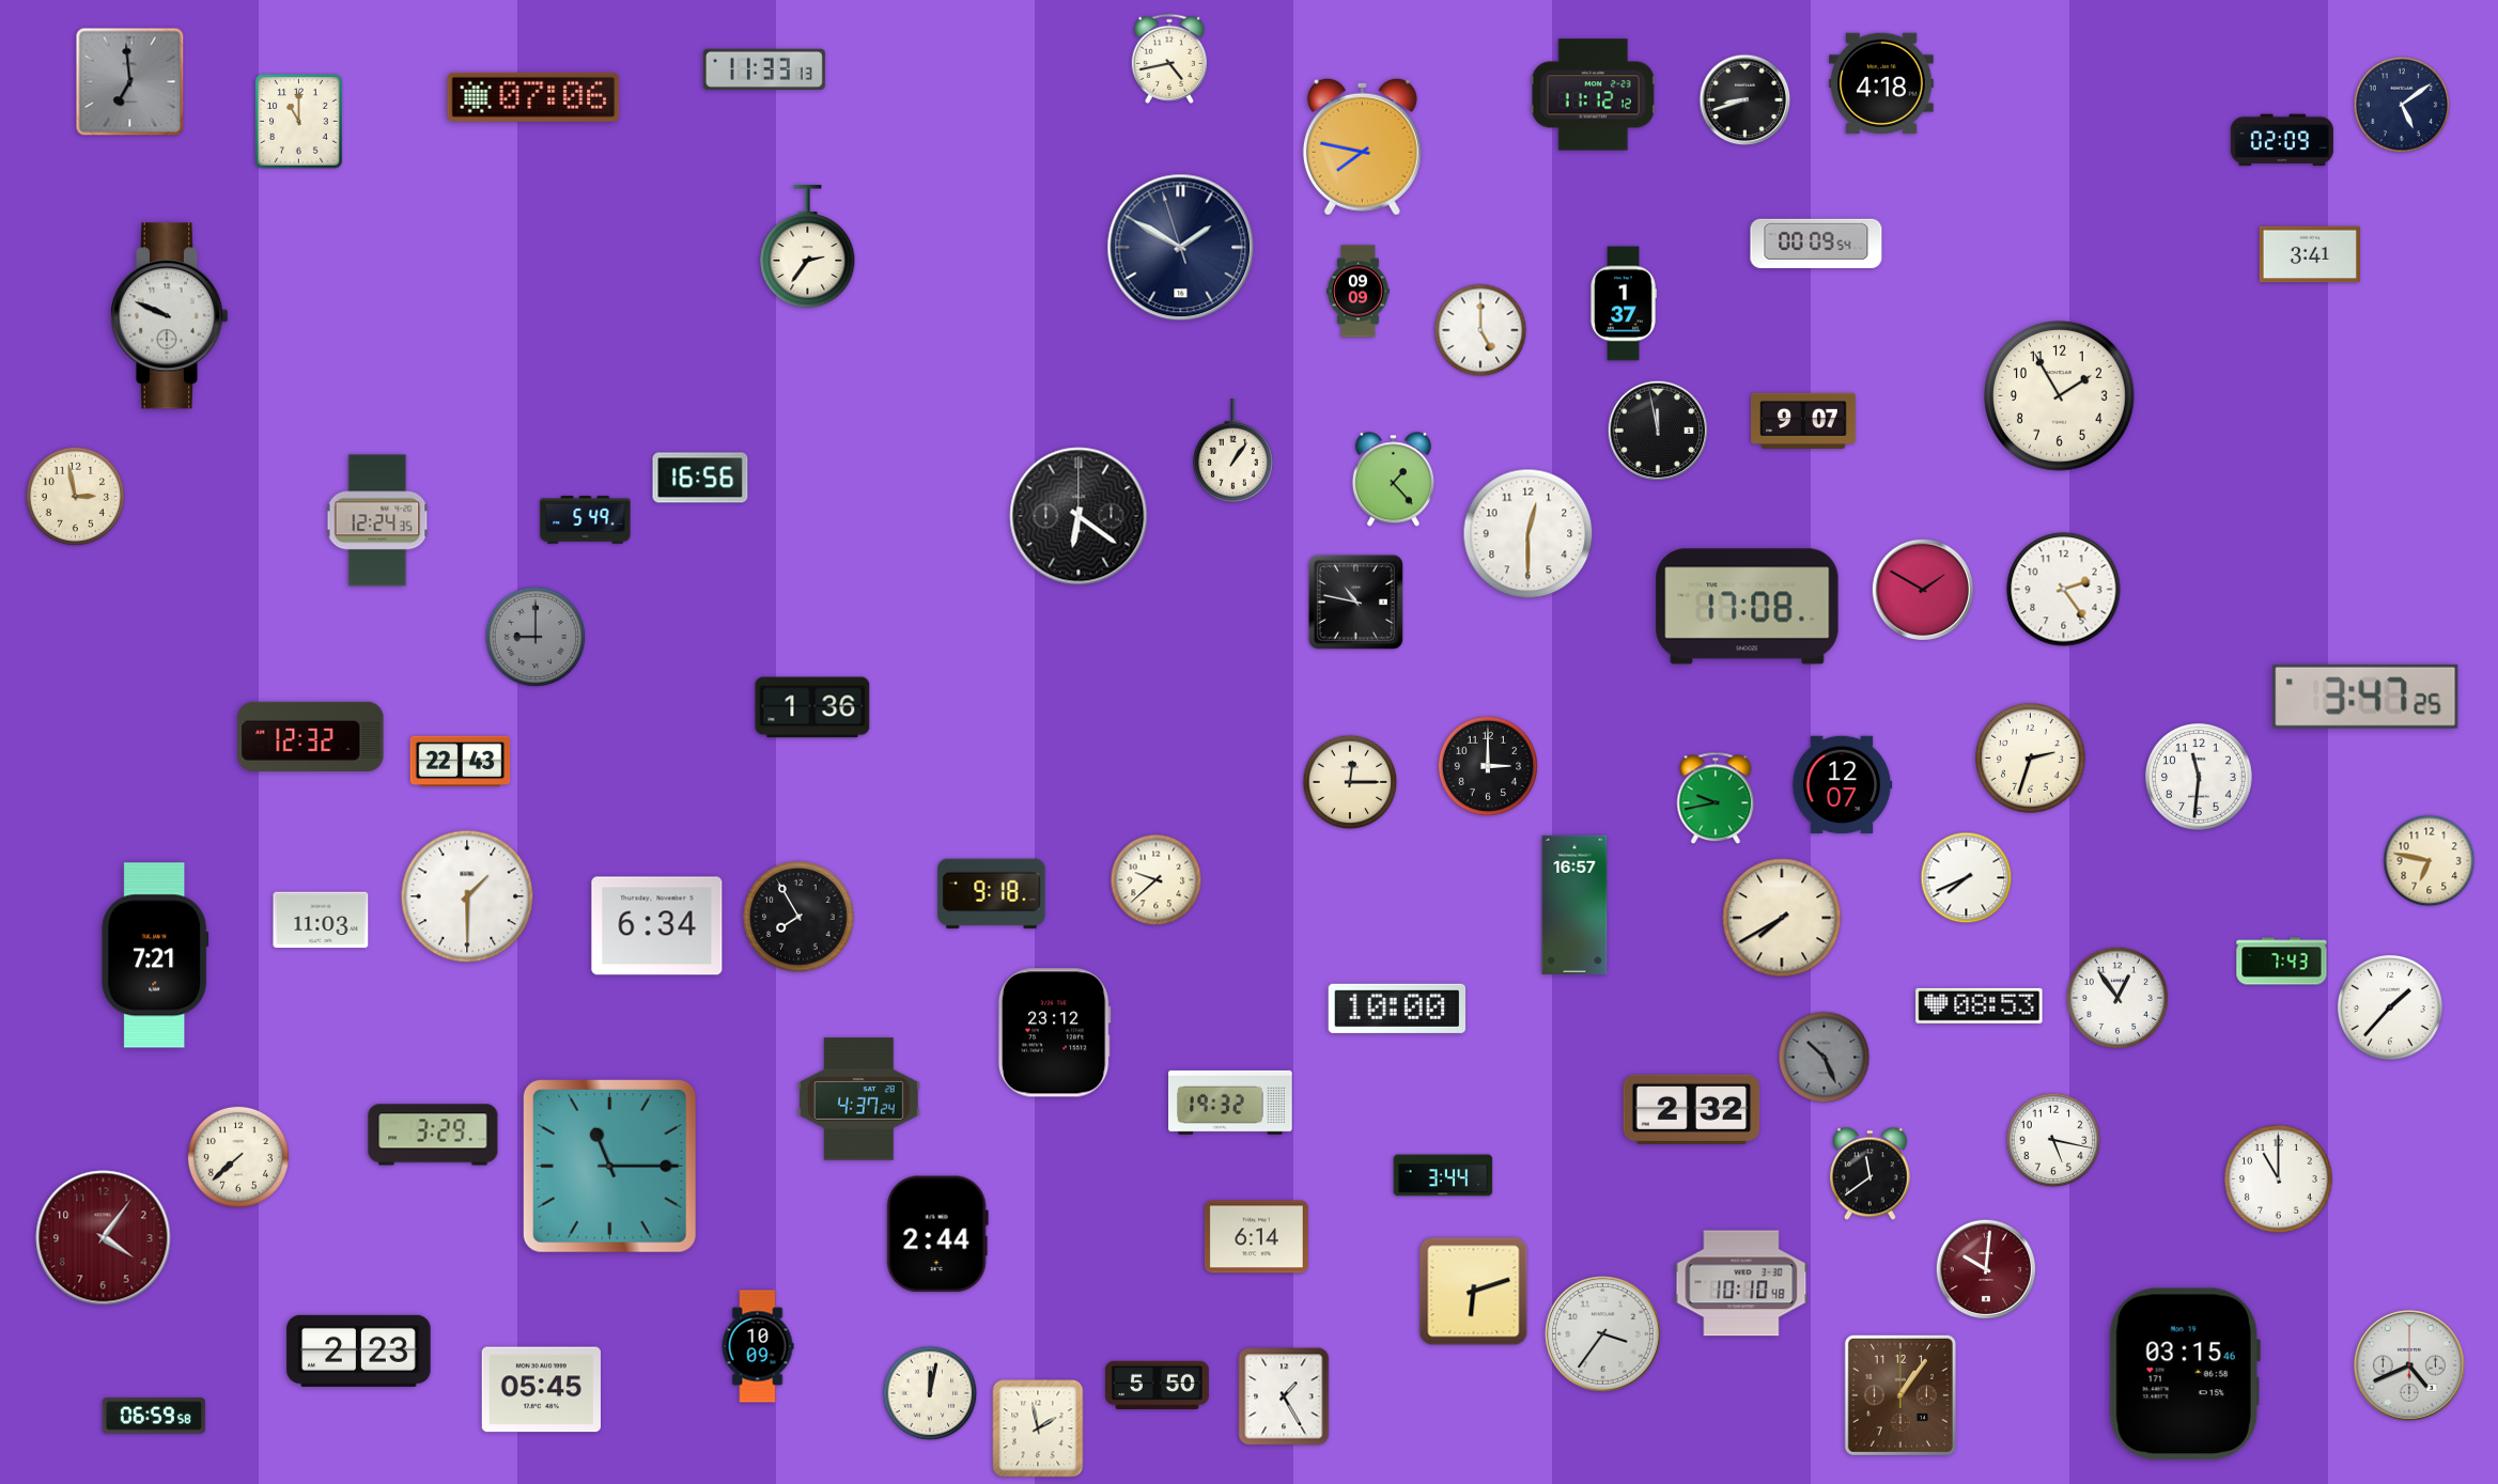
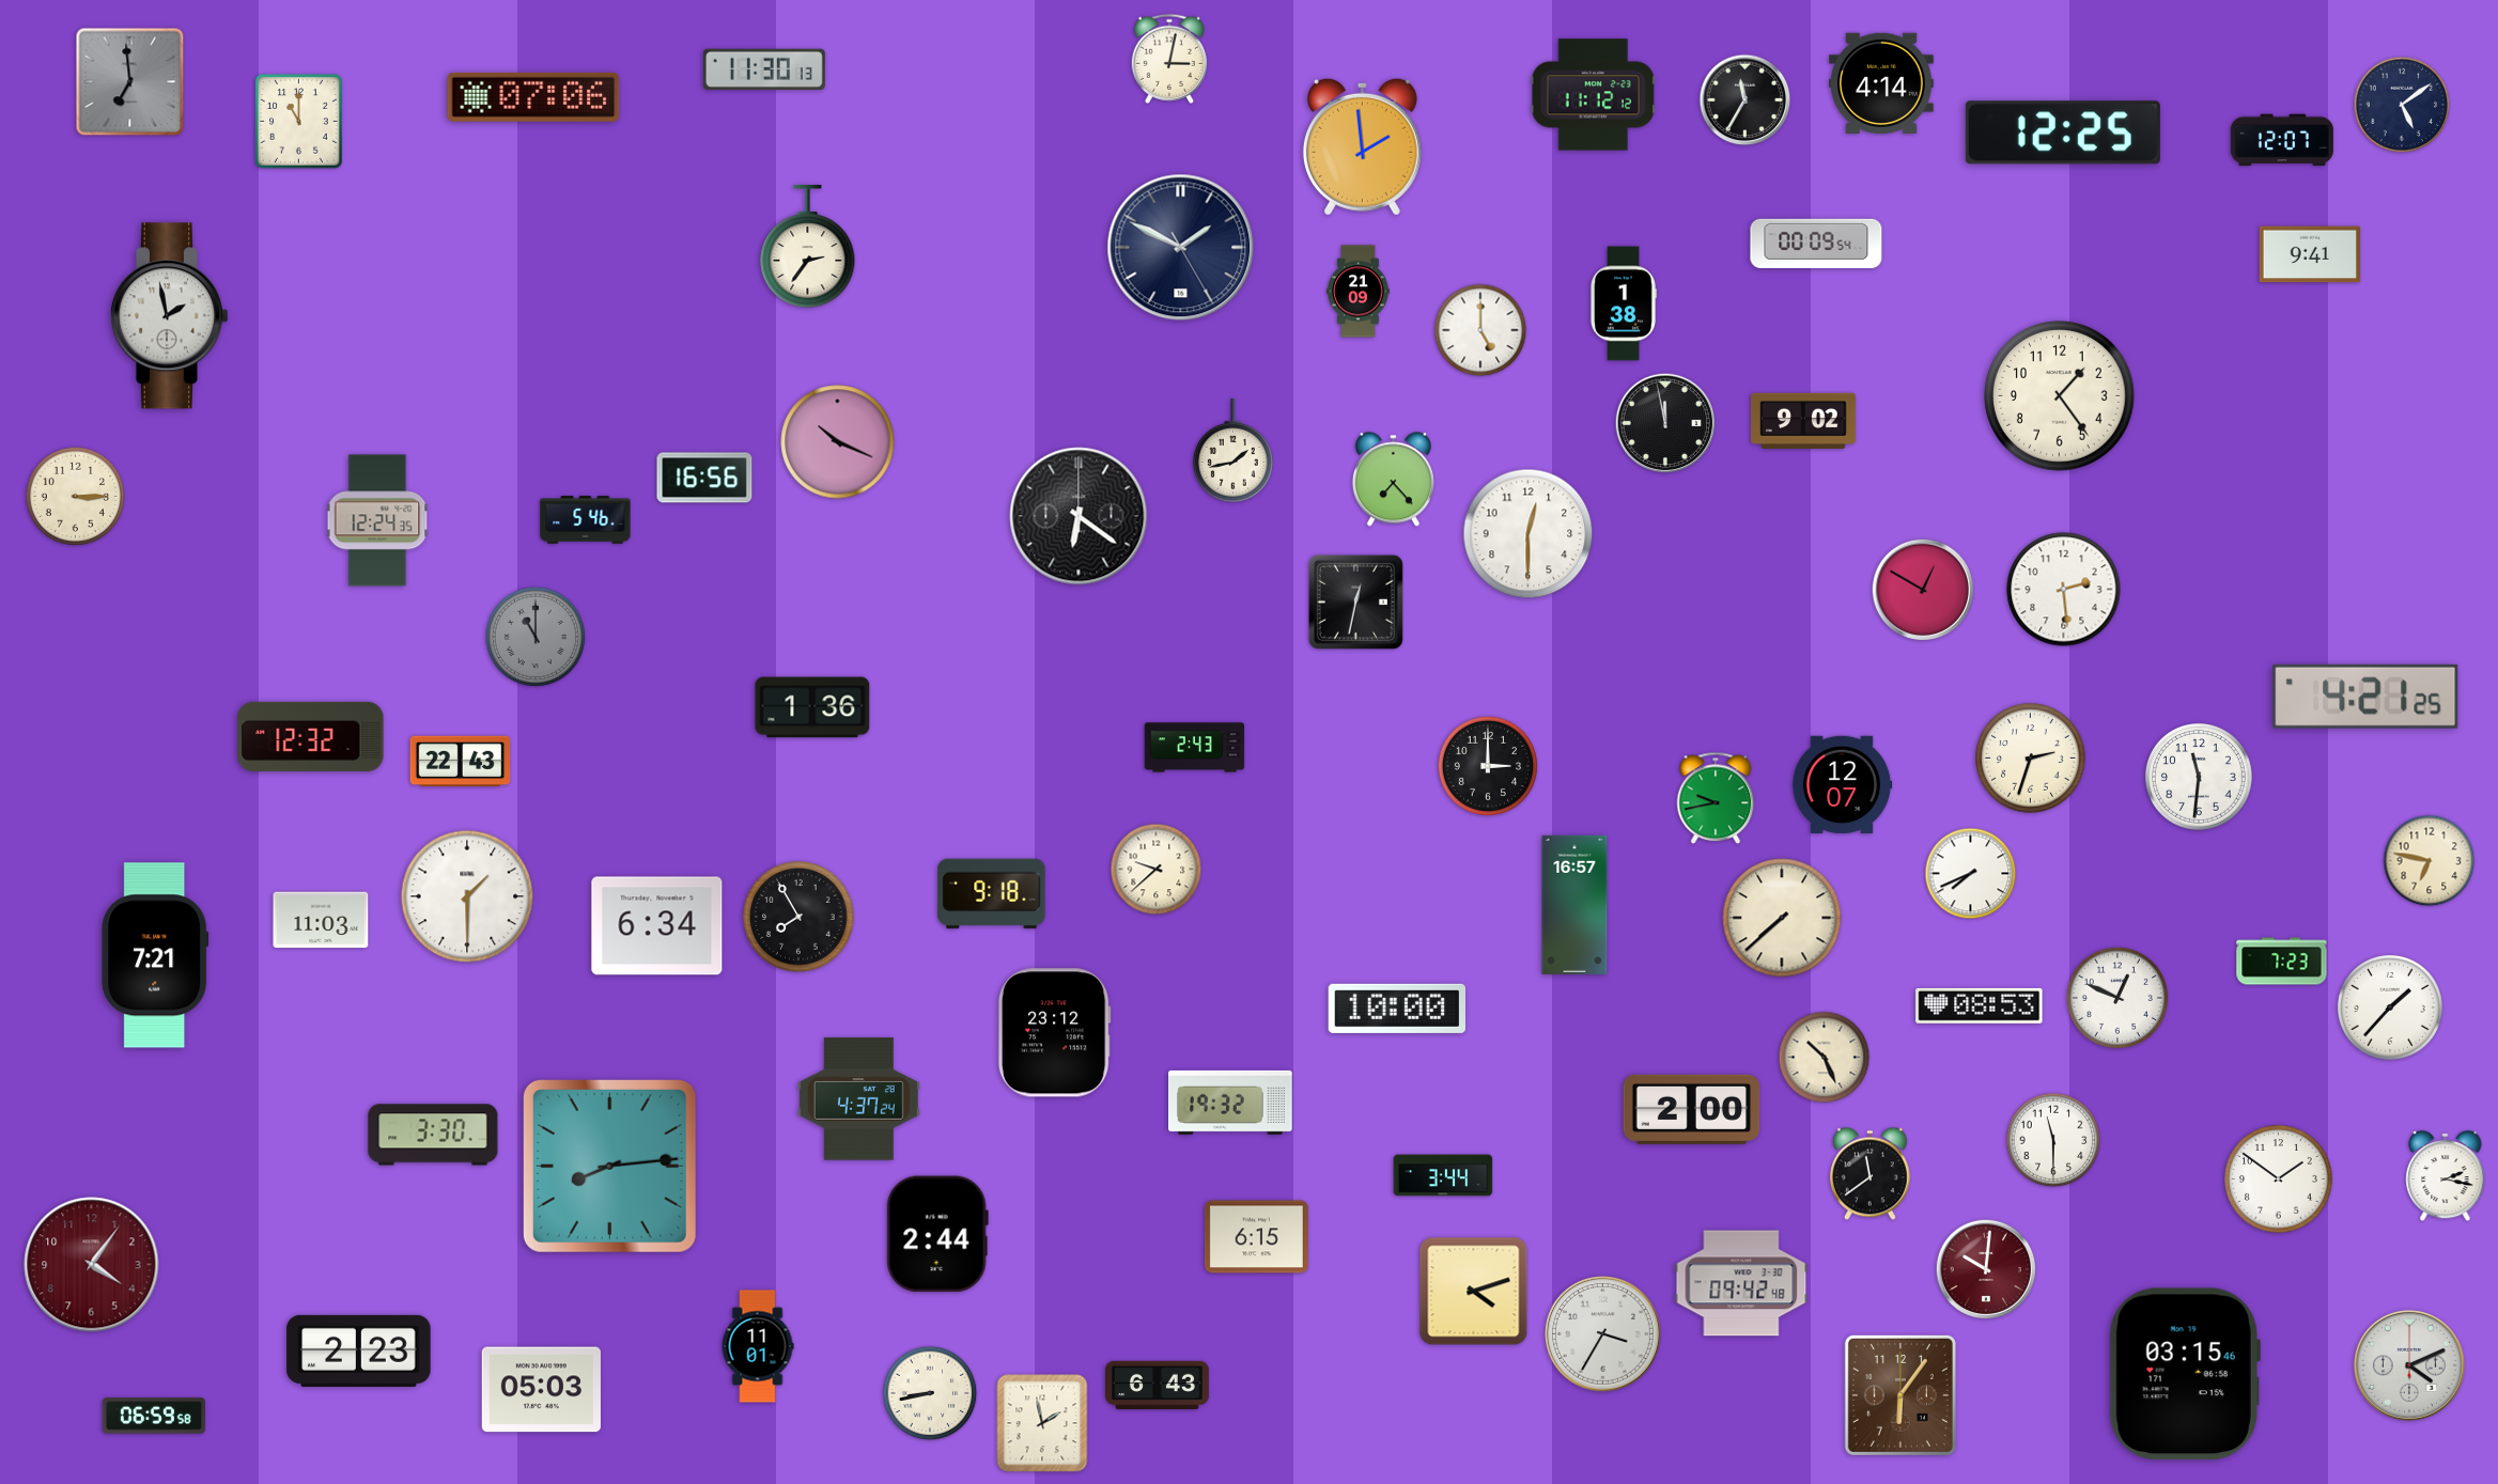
clock at (1169, 59): 4:43 -> 3:02
clock at (764, 68): 11:33 -> 11:30
clock at (1882, 83): 4:18 -> 4:14
clock at (1746, 100): 8:42 -> 11:35
clock at (2063, 132): none -> 12:25
clock at (2282, 140): 02:09 -> 12:07
clock at (1362, 146): 7:47 -> 1:59
clock at (1181, 248): 1:49:57 -> 1:49:25
clock at (2309, 254): 3:41 -> 9:41
clock at (1359, 292): 09:09 -> 21:09
clock at (1624, 303): 1:37 -> 1:38
clock at (169, 316): 9:49 -> 1:58
clock at (2060, 396): 1:55 -> 1:24
clock at (1804, 421): 9:07 -> 9:02
clock at (1657, 429) position: (1657, 429) -> (1664, 422)
clock at (838, 442): none -> 10:19
clock at (1232, 450): 1:06 -> 1:43
clock at (700, 478) position: (700, 478) -> (704, 478)
clock at (1393, 480): 1:23 -> 7:23
clock at (75, 496): 2:58 -> 3:15
clock at (586, 520): 5:49 -> 5:46
clock at (1922, 590): 1:50 -> 12:50
clock at (2064, 590): 2:24 -> 2:29
clock at (1355, 602): 10:47 -> 12:32
clock at (1748, 607): 17:08 -> none
clock at (536, 637): 9:00 -> 11:00
clock at (2365, 697): 3:47 -> 4:21
clock at (1195, 748): none -> 2:43
clock at (1350, 782): 12:15 -> none
clock at (1967, 878) position: (1967, 878) -> (1971, 874)
clock at (1157, 880) position: (1157, 880) -> (1157, 870)
clock at (1782, 918): 7:40 -> 7:38
clock at (2282, 962): 7:43 -> 7:23
clock at (2117, 998): 12:54 -> 12:49
clock at (1825, 1058) dial: grey -> cream
clock at (1692, 1109): 2:32 -> 2:00
clock at (433, 1135): 3:29 -> 3:30
clock at (2053, 1140): 5:17 -> 11:30
clock at (238, 1157): 7:38 -> none
clock at (609, 1166): 11:15 -> 8:14
clock at (2446, 1176): none -> 2:17
clock at (2279, 1180): 11:00 -> 1:51
clock at (1256, 1237): 6:14 -> 6:15
clock at (104, 1238) position: (104, 1238) -> (92, 1265)
clock at (1741, 1283): 10:10 -> 09:42
clock at (1474, 1292): 6:12 -> 4:12
clock at (1603, 1334): 3:36 -> 3:35
clock at (758, 1346): 10:09 -> 11:01
clock at (2409, 1365): 4:41 -> 4:11
clock at (1157, 1386): 5:50 -> 6:43
clock at (541, 1390): 05:45 -> 05:03
clock at (930, 1393): 12:02 -> 8:43
clock at (1900, 1395): 1:06 -> 6:06
clock at (1284, 1396): 1:25 -> none
clock at (1038, 1428) position: (1038, 1428) -> (1042, 1423)
